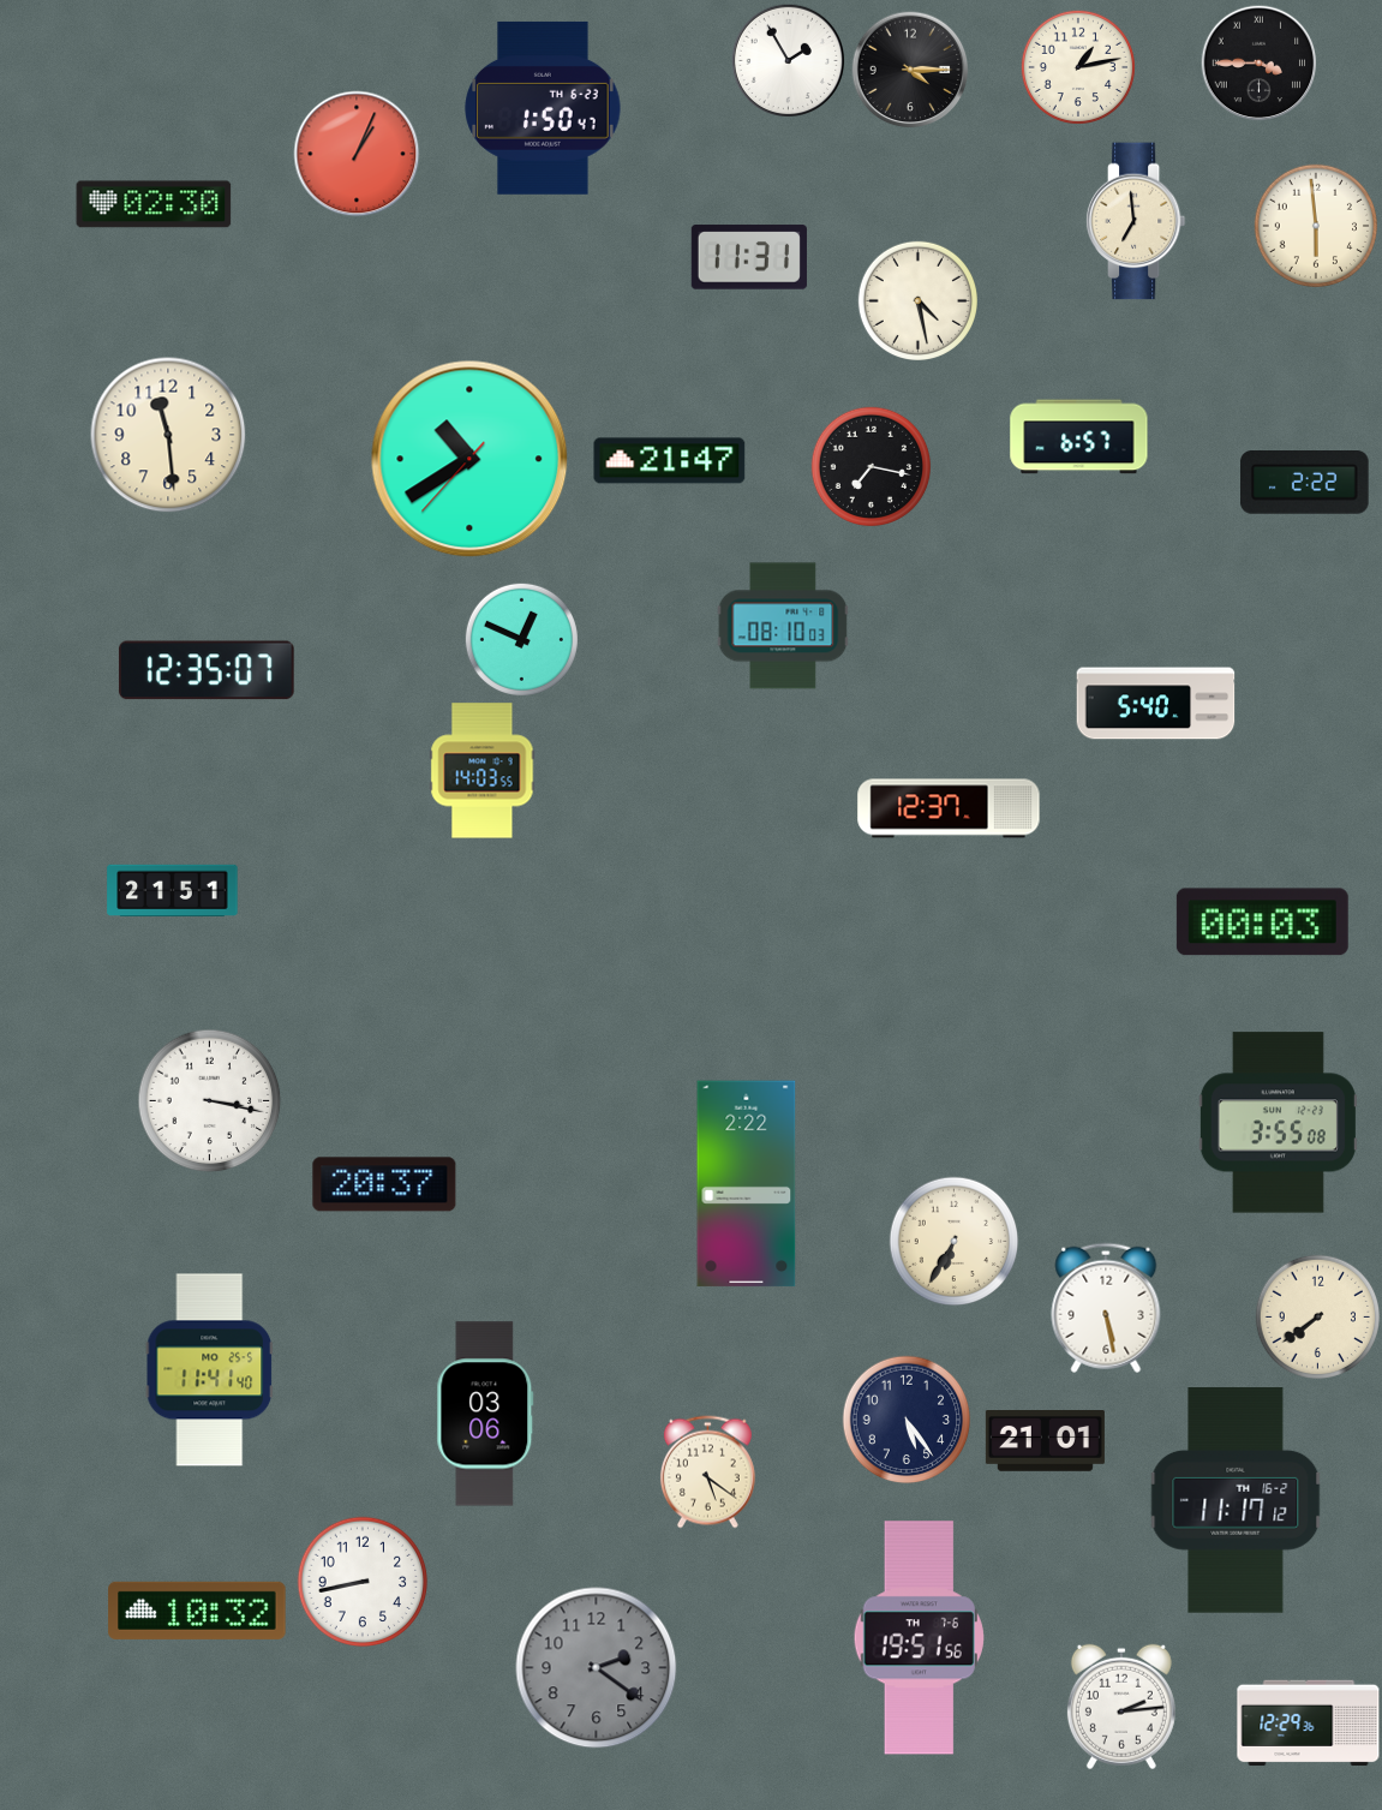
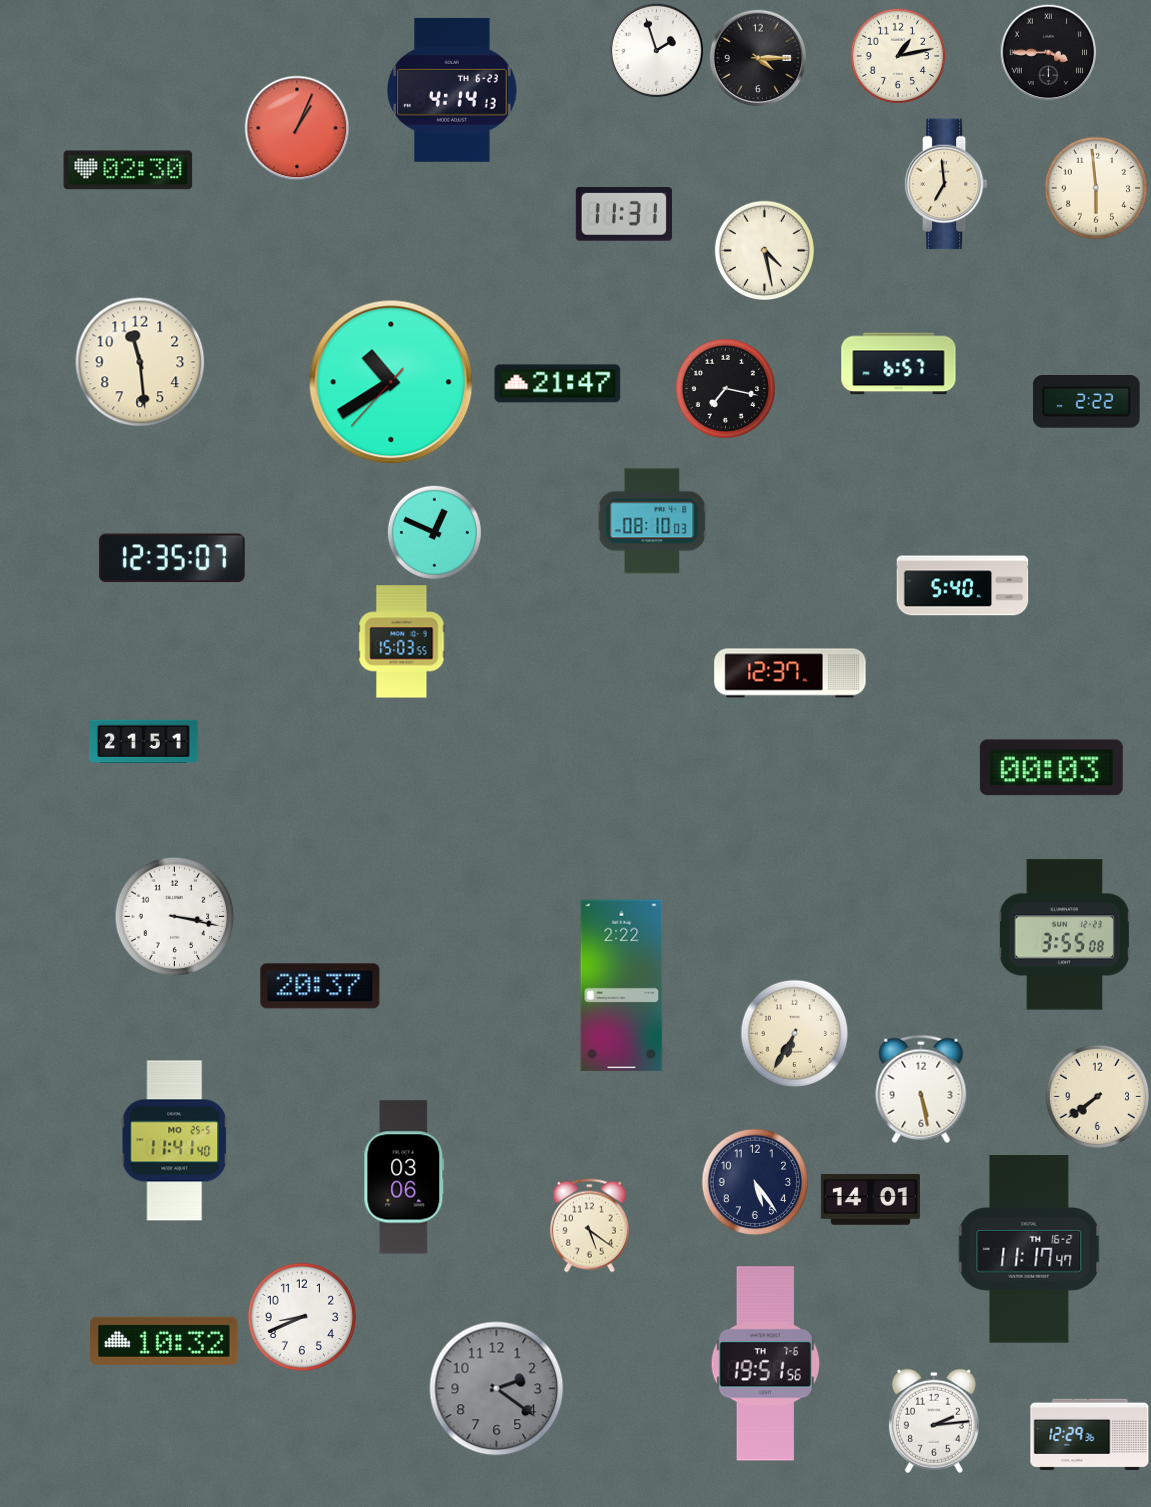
clock at (788, 60): 1:55 -> 1:57
clock at (543, 108): 1:50 -> 4:14
clock at (483, 771): 14:03 -> 15:03
clock at (1045, 1441): 21:01 -> 14:01
clock at (1236, 1500): 11:17:12 -> 11:17:47
clock at (363, 1582): 8:43 -> 8:41
